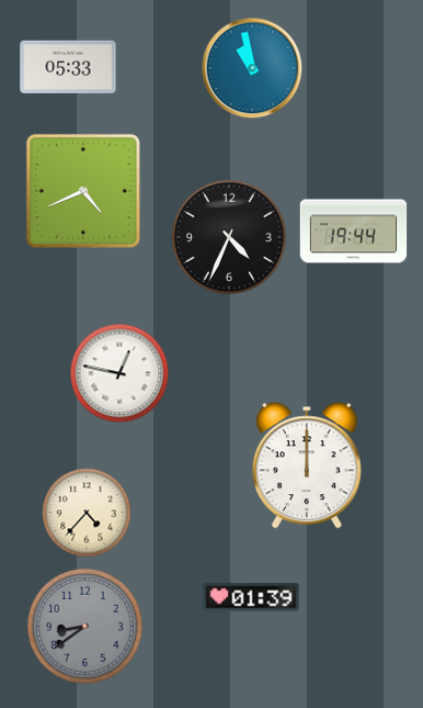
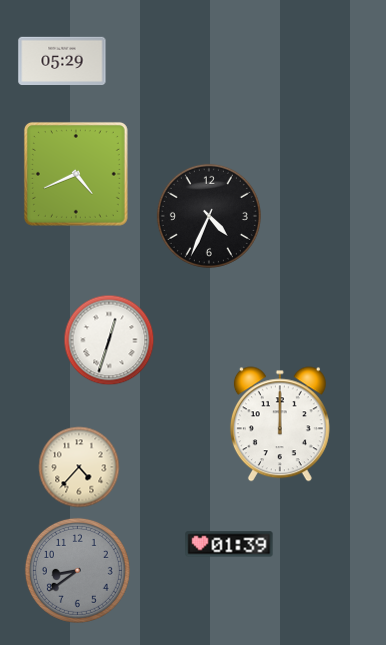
clock at (68, 66): 05:33 -> 05:29
clock at (252, 68): 10:58 -> none
clock at (354, 232): 19:44 -> none
clock at (119, 373): 12:47 -> 12:33
